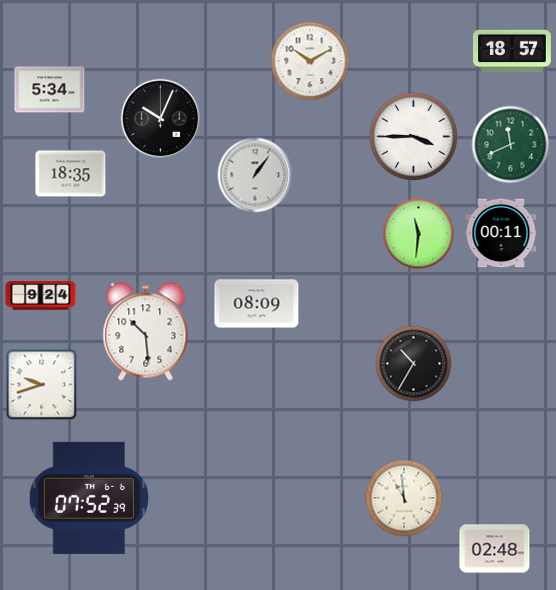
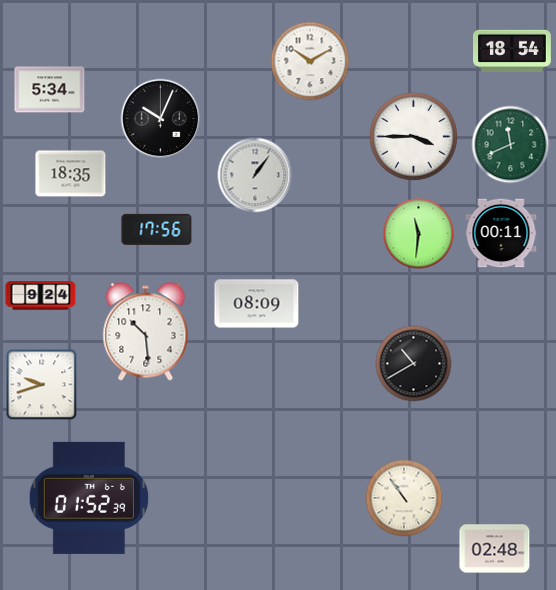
clock at (513, 50): 18:57 -> 18:54
clock at (157, 229): none -> 17:56
clock at (414, 364): 10:35 -> 10:40
clock at (89, 498): 07:52 -> 01:52
clock at (404, 498): 10:59 -> 10:54
